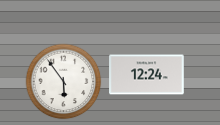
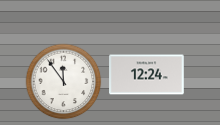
clock at (64, 82): 5:54 -> 11:54
